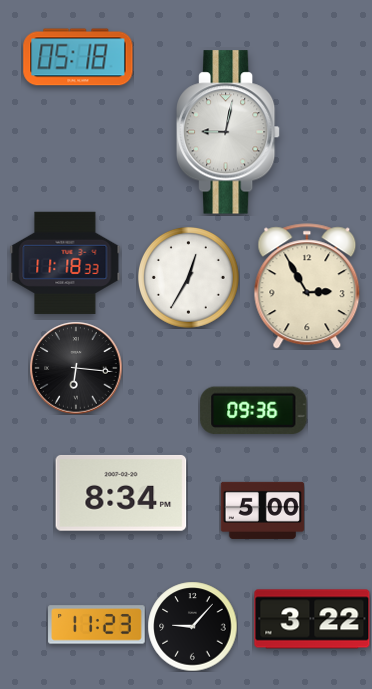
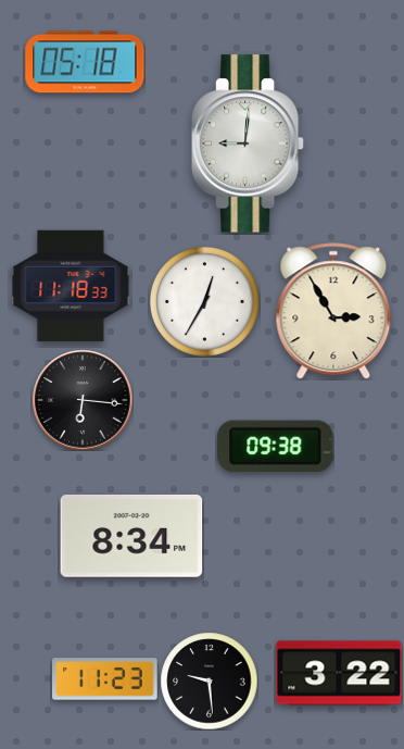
clock at (228, 132): 9:02 -> 9:01
clock at (254, 411): 09:36 -> 09:38
clock at (262, 510): 5:00 -> none
clock at (192, 626): 9:07 -> 9:29
